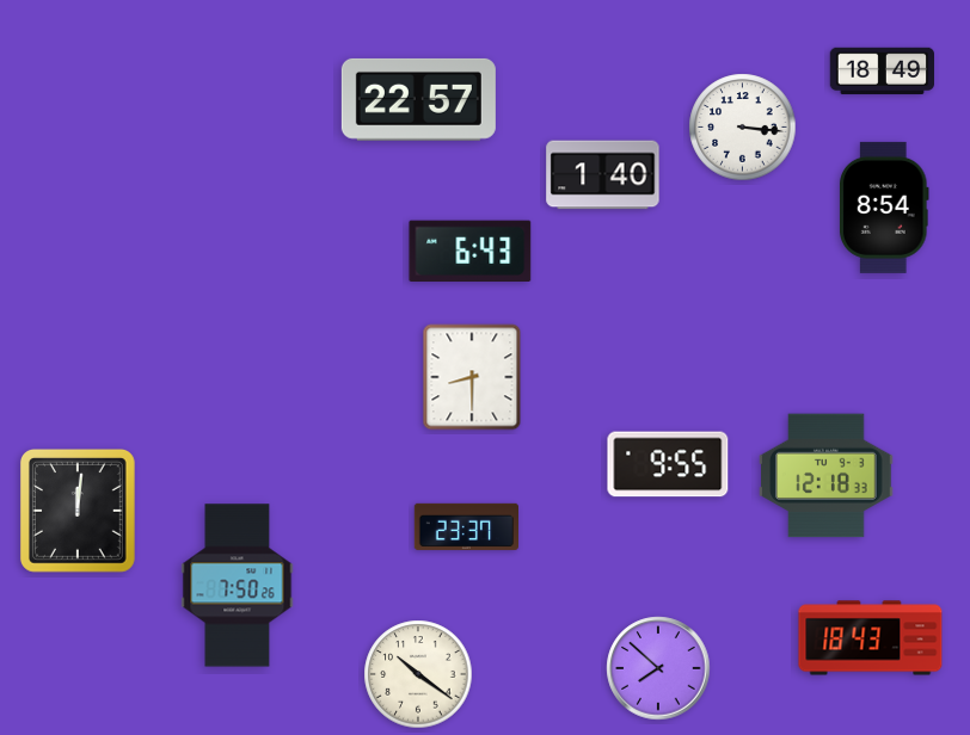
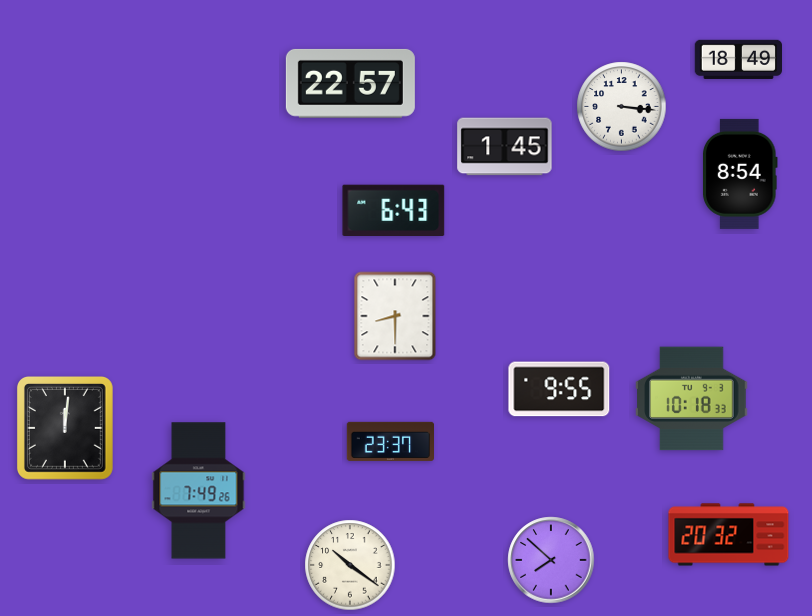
clock at (603, 175): 1:40 -> 1:45
clock at (827, 476): 12:18 -> 10:18
clock at (238, 586): 7:50 -> 7:49
clock at (871, 638): 18:43 -> 20:32
